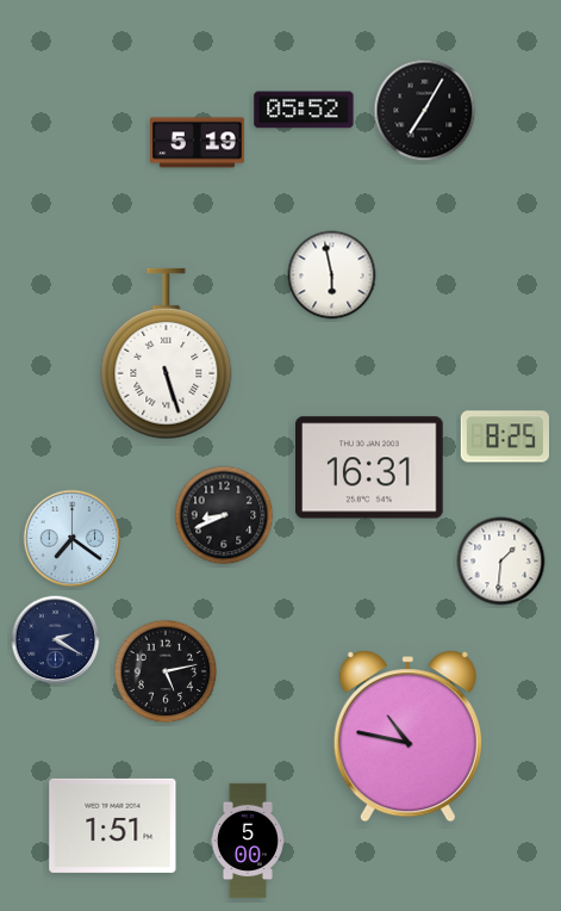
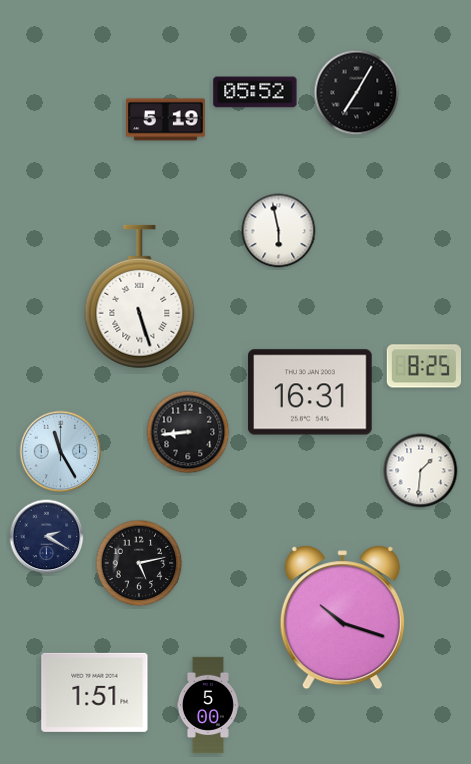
clock at (224, 515): 8:41 -> 8:44
clock at (73, 539): 7:21 -> 11:25
clock at (407, 737): 10:47 -> 10:18
